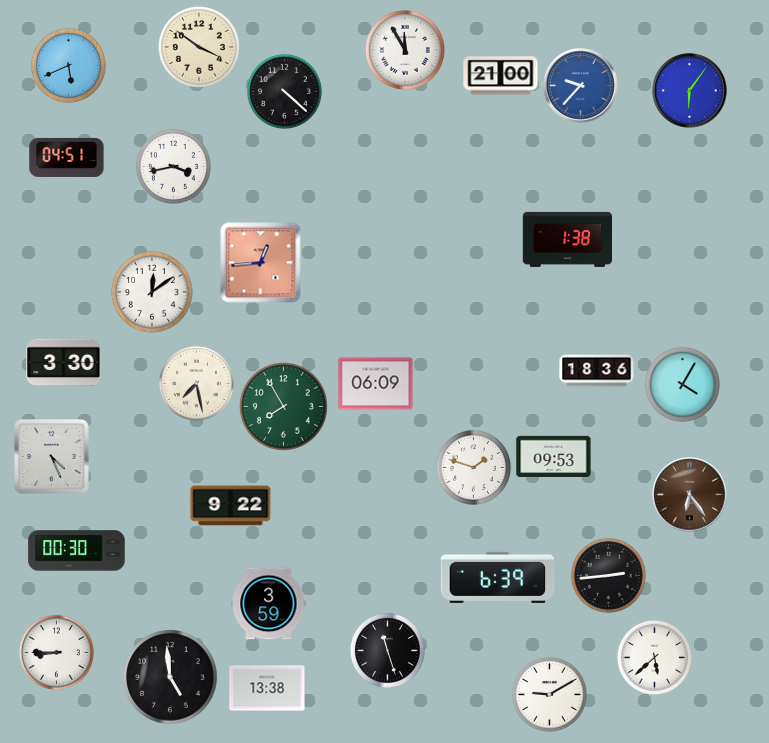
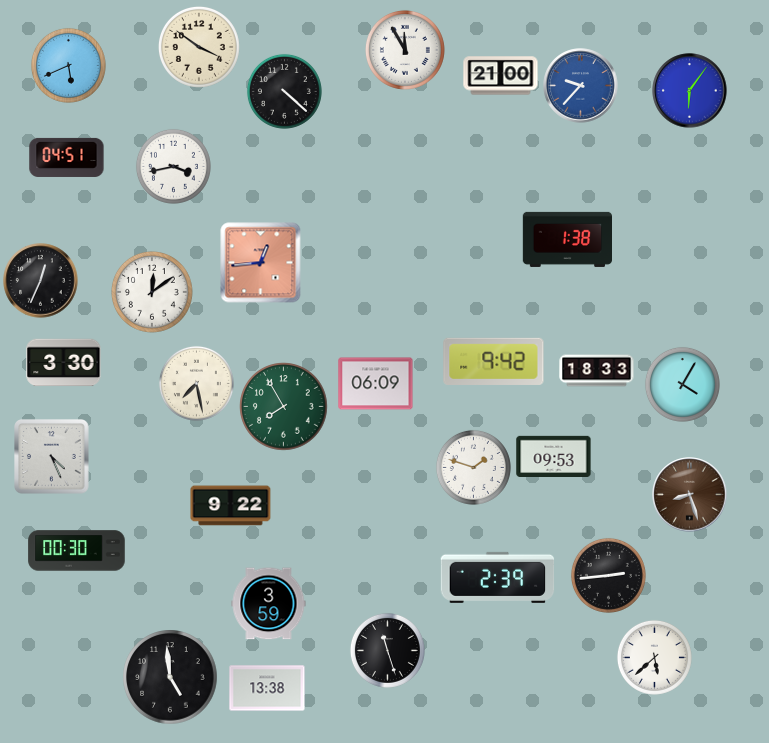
clock at (41, 281): none -> 12:34
clock at (494, 361): none -> 9:42
clock at (597, 371): 18:36 -> 18:33
clock at (690, 495): 6:24 -> 8:27
clock at (498, 577): 6:39 -> 2:39
clock at (56, 652): 8:45 -> none
clock at (549, 694): 9:10 -> none
